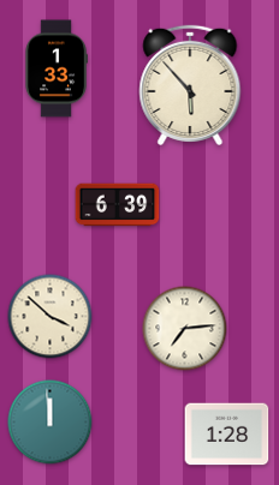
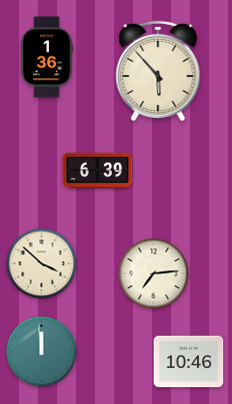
clock at (57, 68): 1:33 -> 1:36
clock at (227, 435): 1:28 -> 10:46
